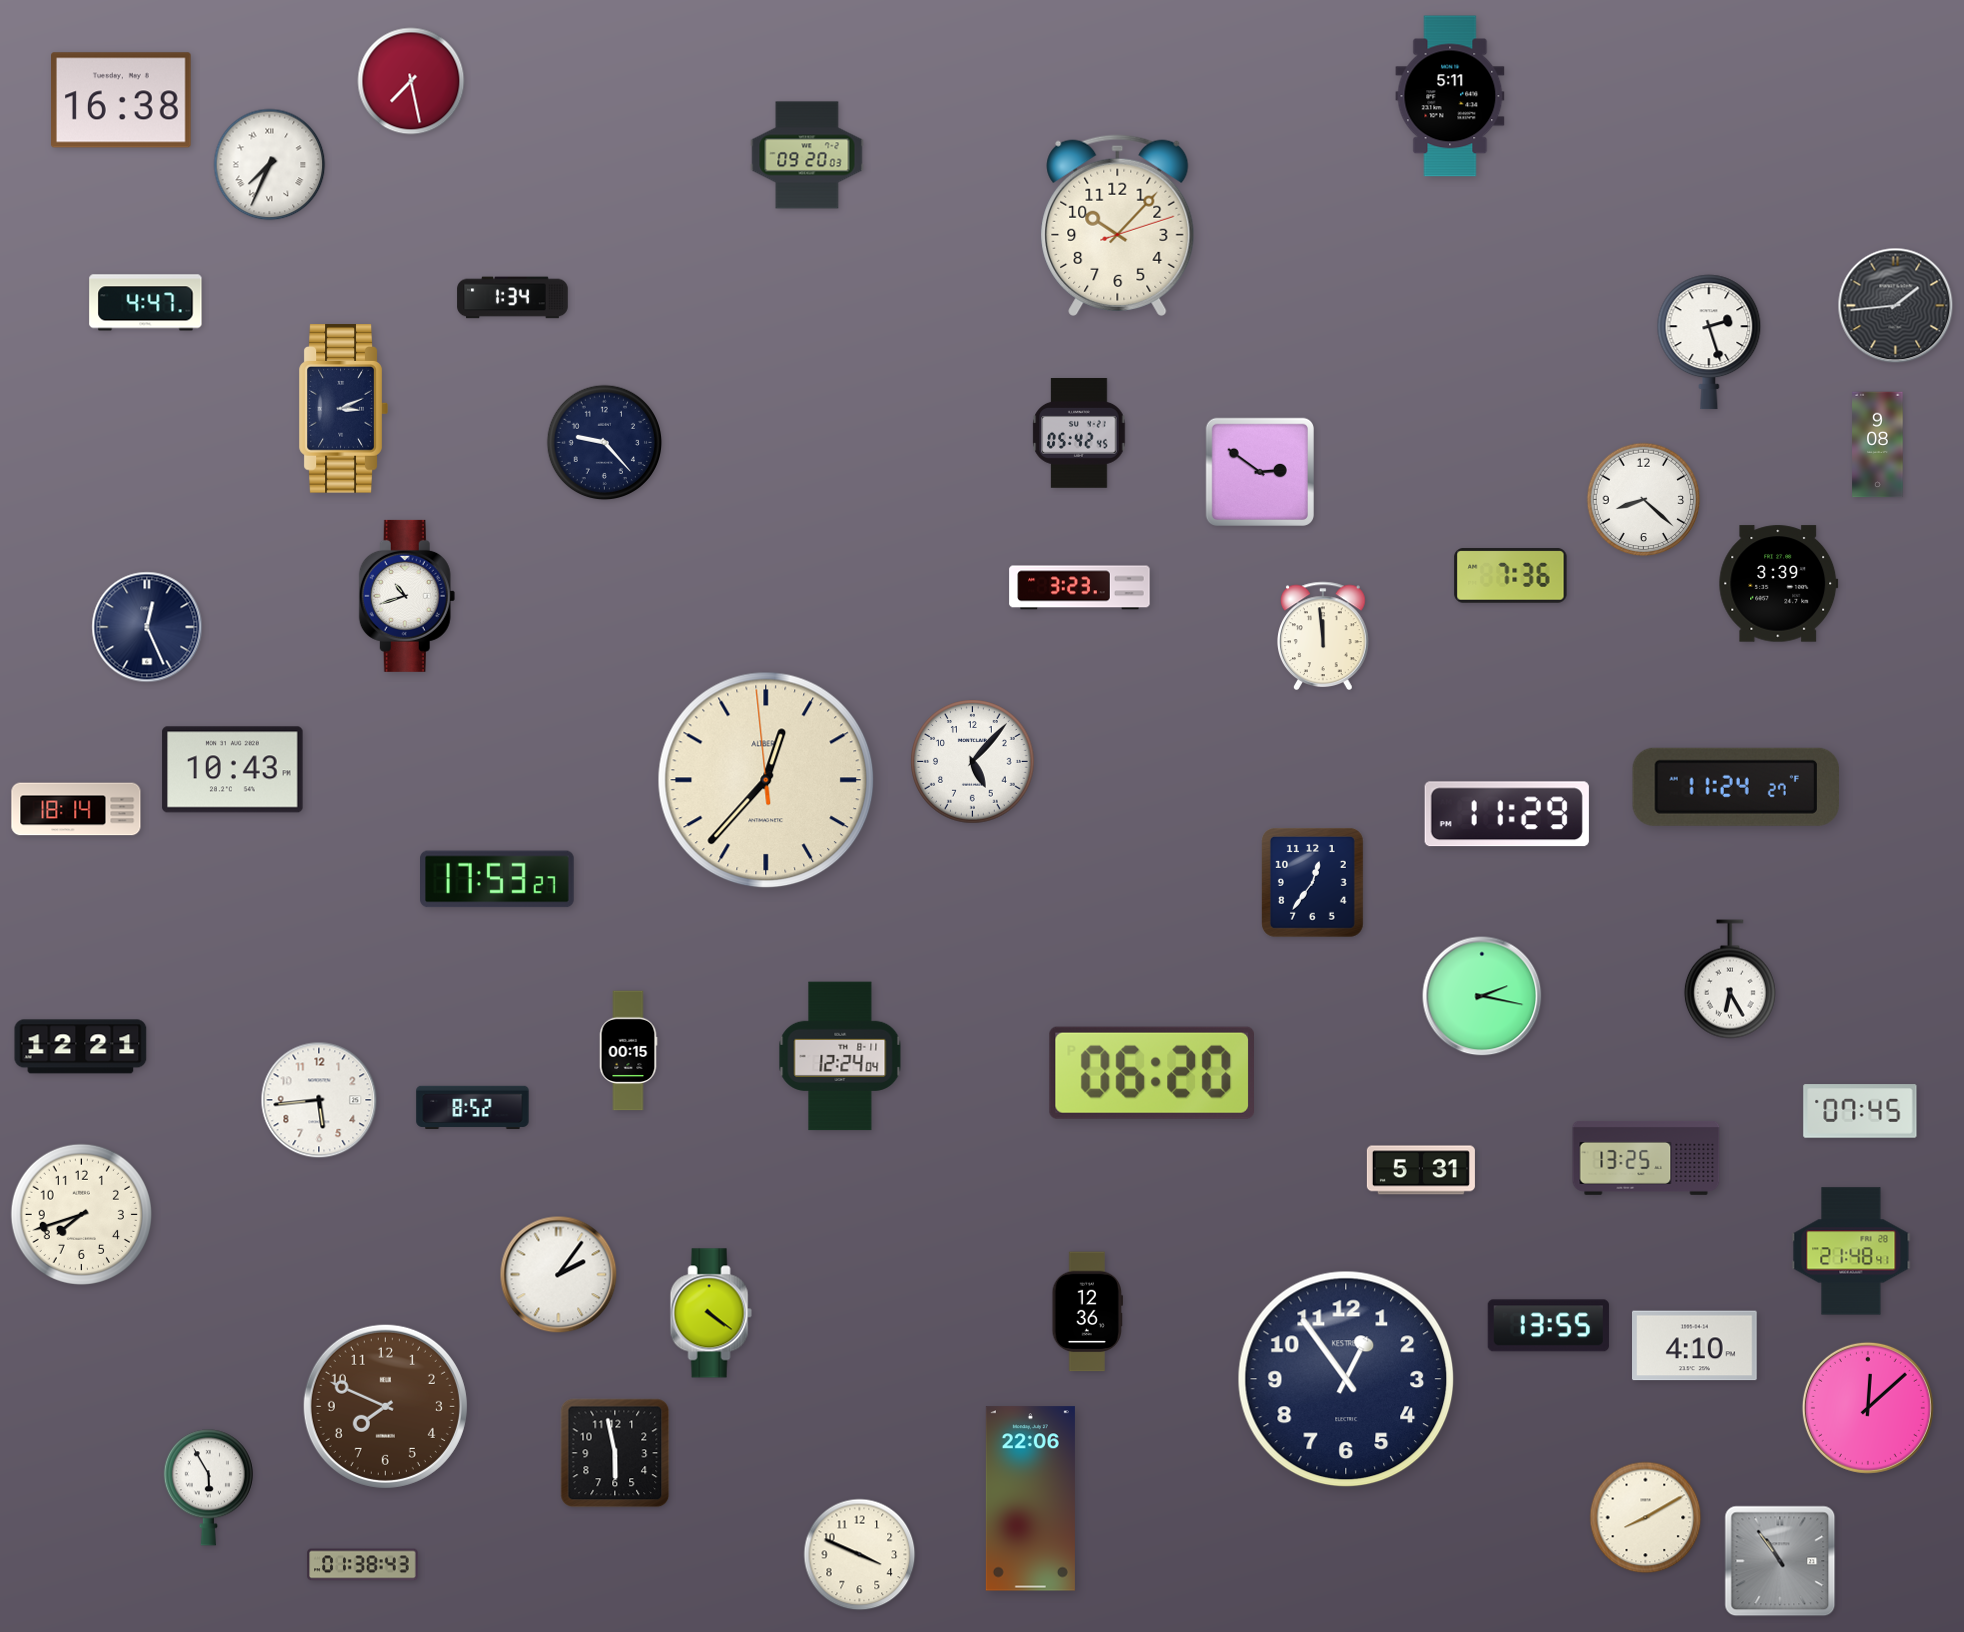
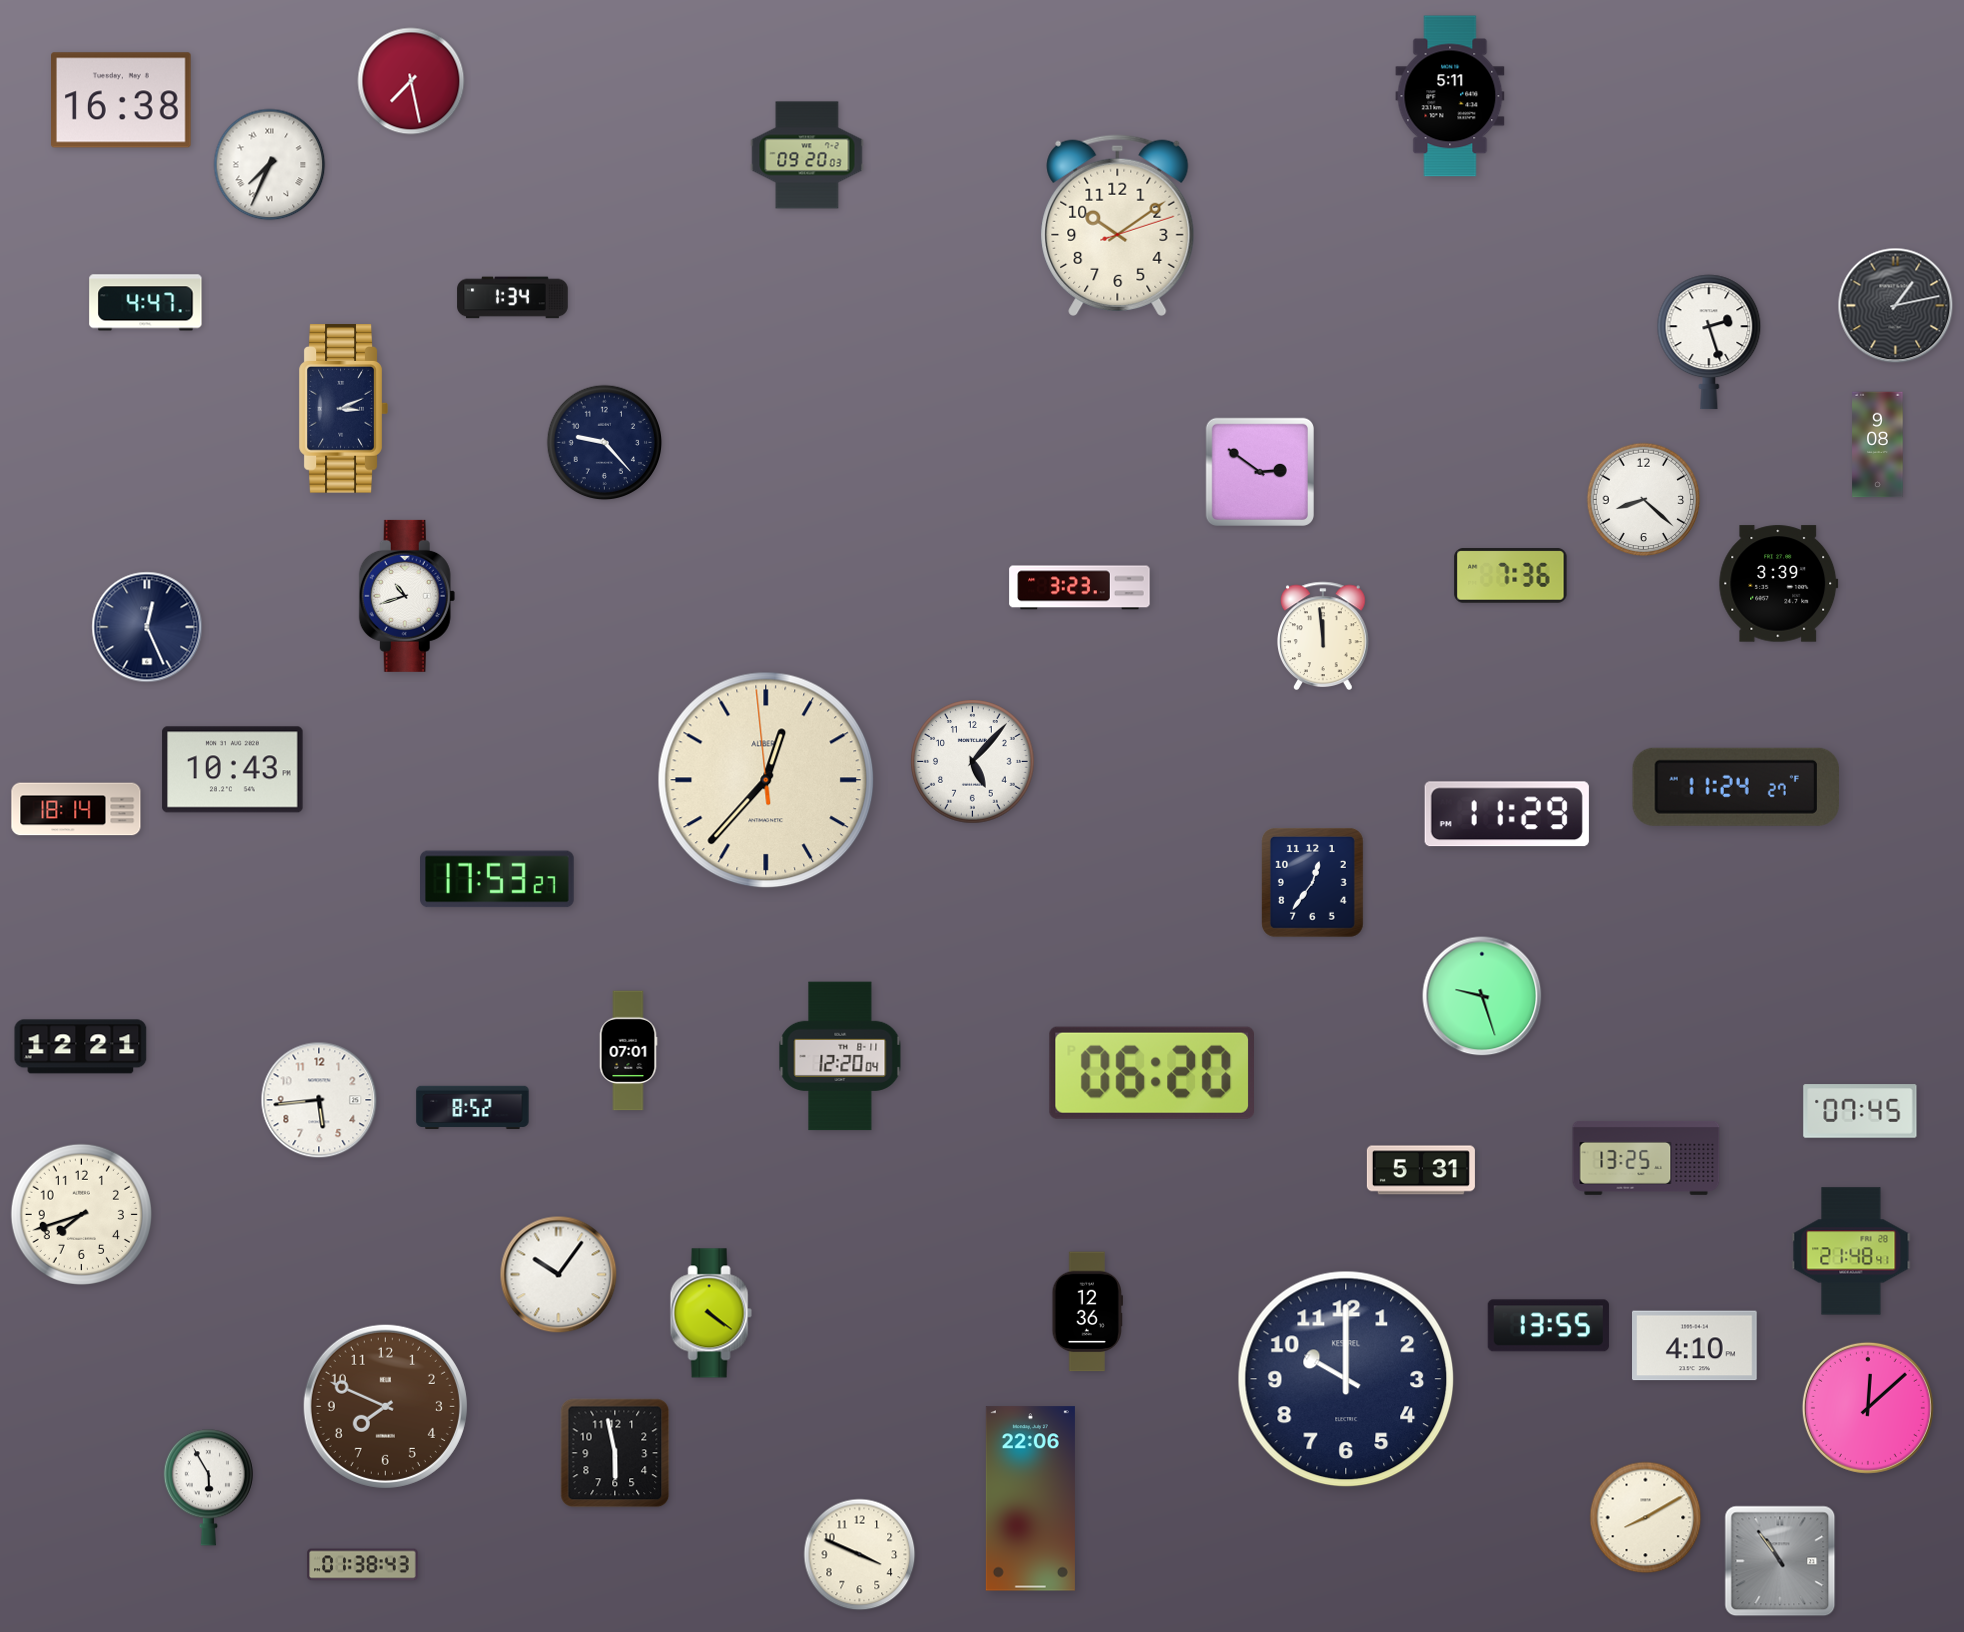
clock at (1118, 225): 10:07 -> 10:09
clock at (1896, 306): 1:44 -> 1:13
clock at (1079, 434): 05:42 -> none
clock at (1730, 979): 6:25 -> none
clock at (1482, 996): 2:17 -> 9:27
clock at (628, 1051): 00:15 -> 07:01
clock at (840, 1056): 12:24 -> 12:20
clock at (559, 1275): 2:06 -> 10:06
clock at (1346, 1379): 12:54 -> 10:00
